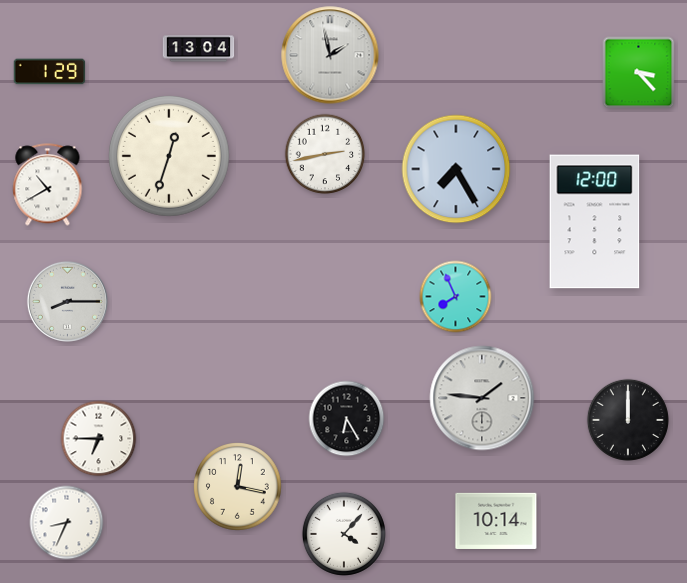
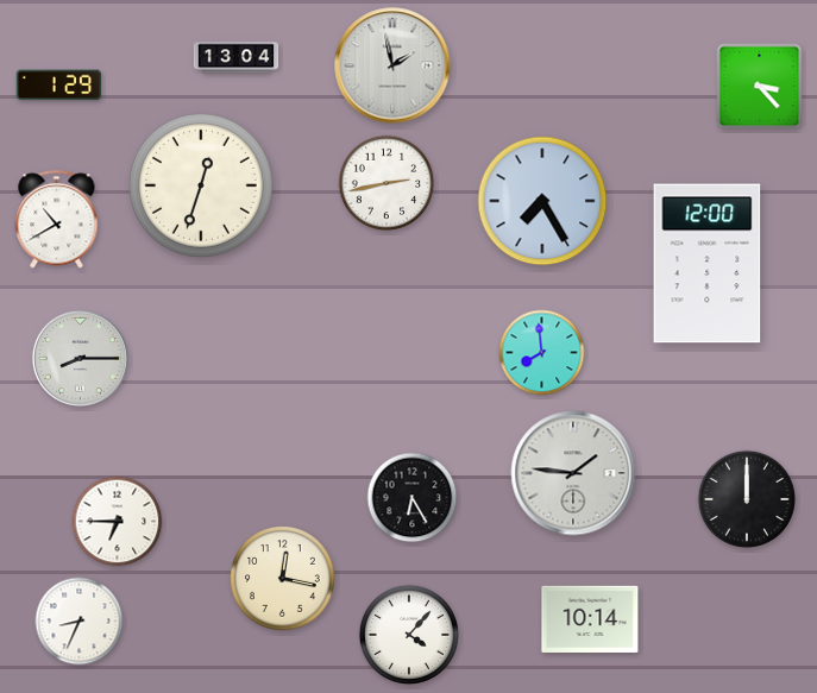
clock at (456, 297): 7:56 -> 7:59
